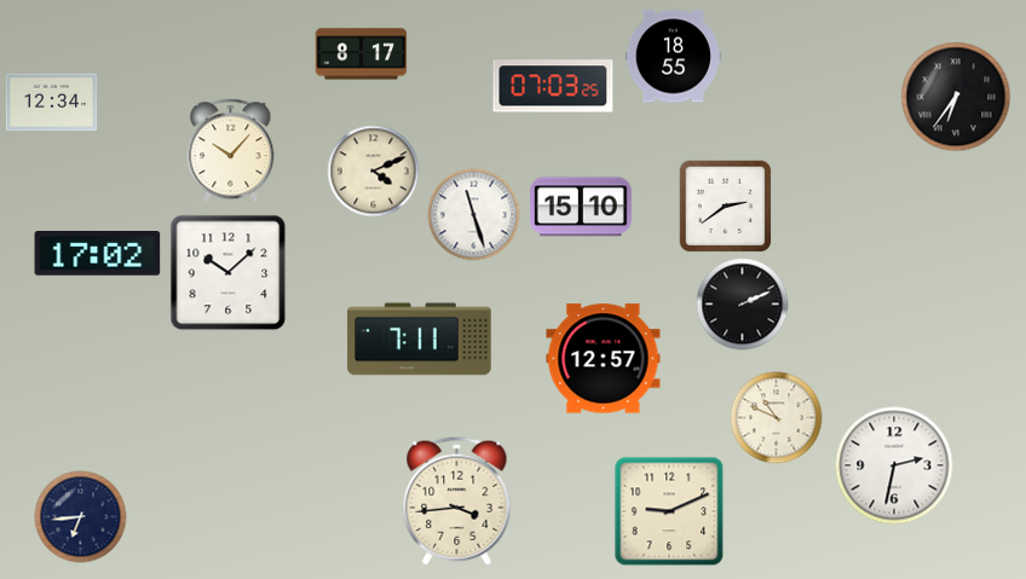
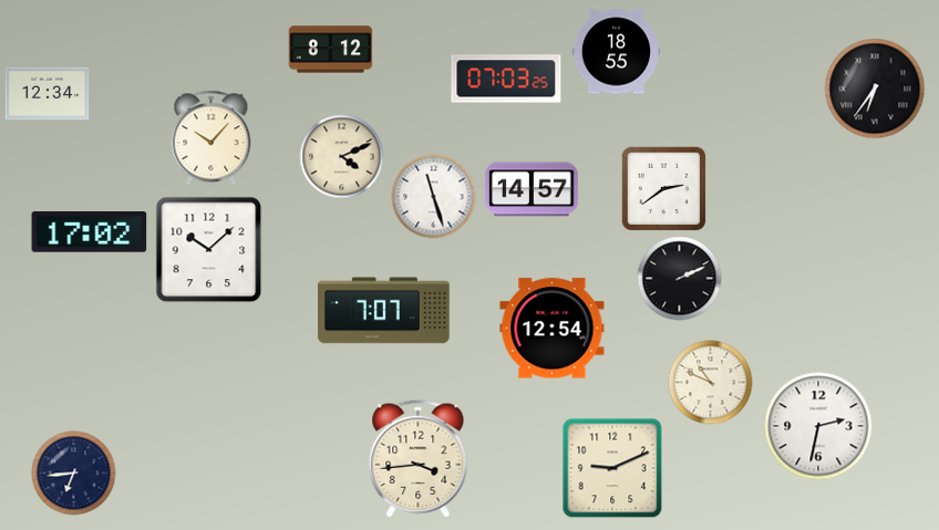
clock at (362, 54): 8:17 -> 8:12
clock at (581, 207): 15:10 -> 14:57
clock at (420, 340): 7:11 -> 7:07
clock at (604, 359): 12:57 -> 12:54
